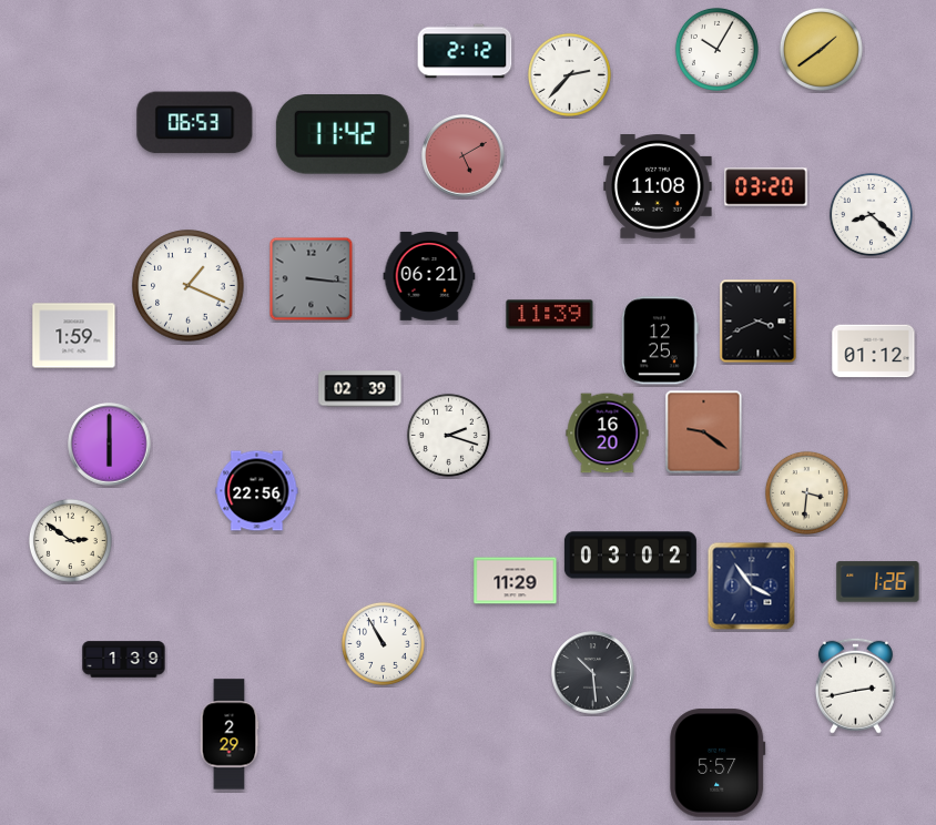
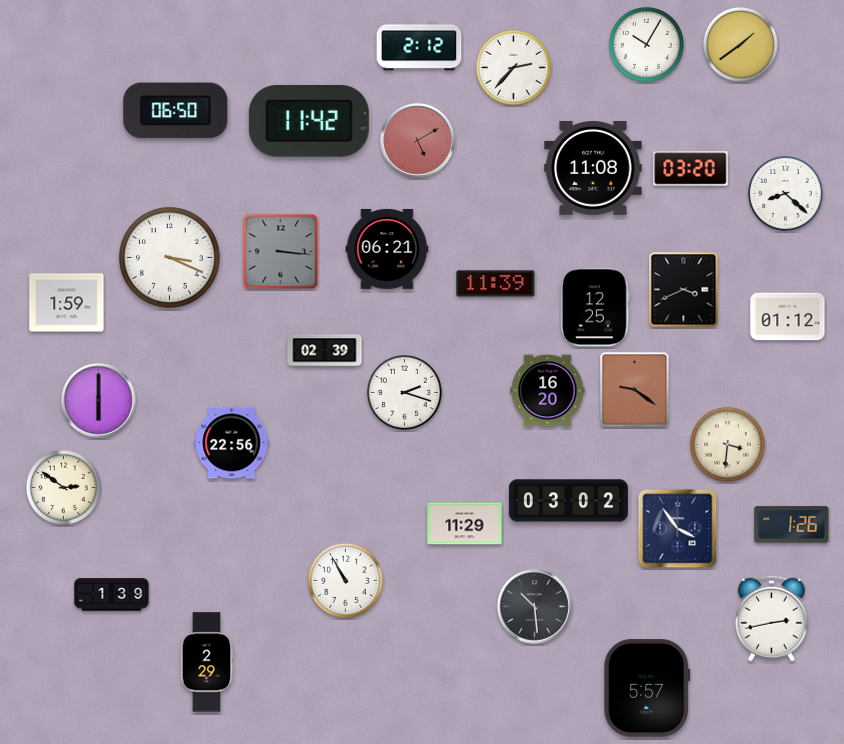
clock at (195, 123): 06:53 -> 06:50
clock at (189, 286): 1:19 -> 3:19
